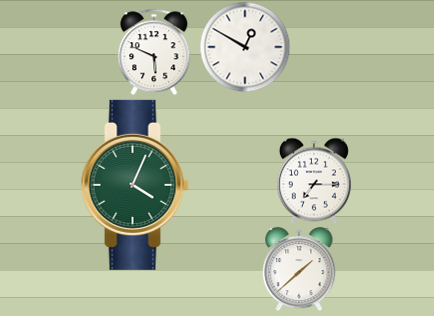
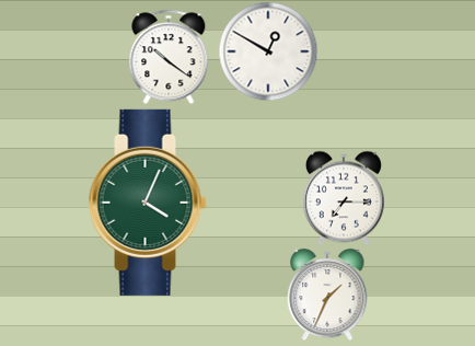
clock at (154, 52): 5:49 -> 10:21
clock at (299, 269): 1:38 -> 1:34
